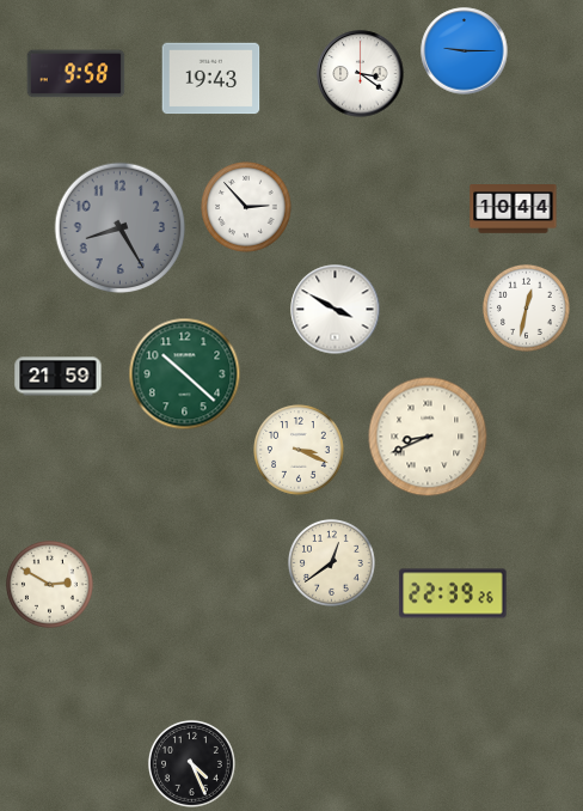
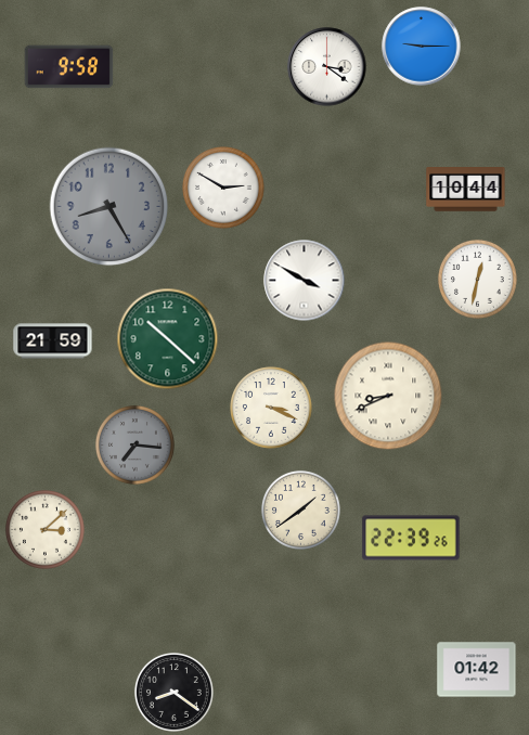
clock at (211, 79): 19:43 -> none
clock at (246, 207): 2:53 -> 2:50
clock at (134, 444): none -> 7:16
clock at (331, 562): 12:39 -> 1:39
clock at (49, 584): 2:50 -> 3:08
clock at (477, 670): none -> 01:42
clock at (191, 763): 4:26 -> 8:21
